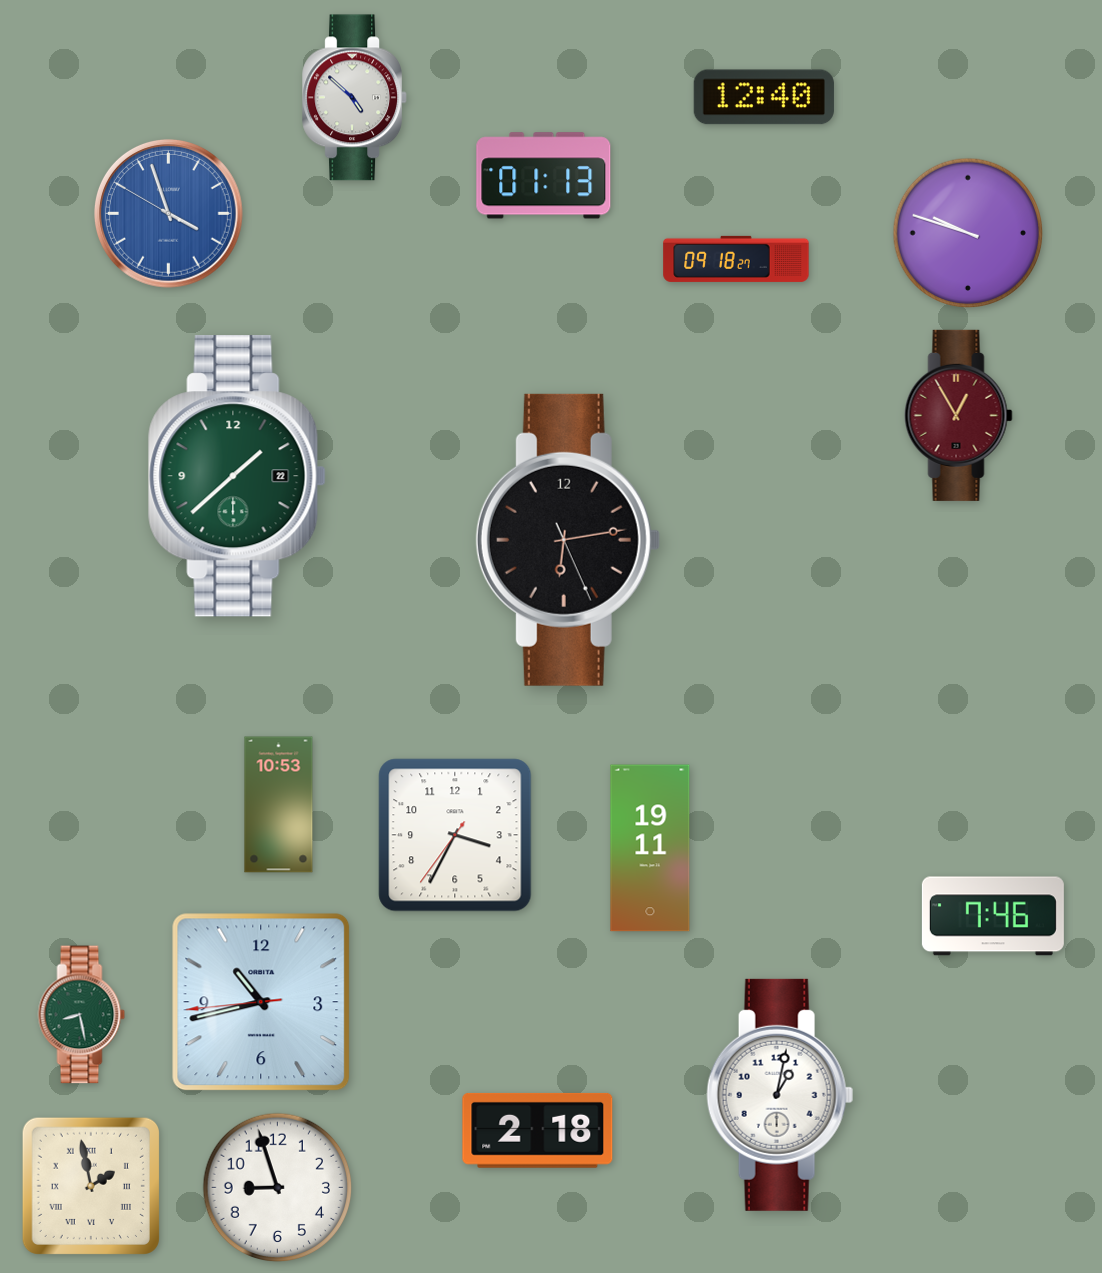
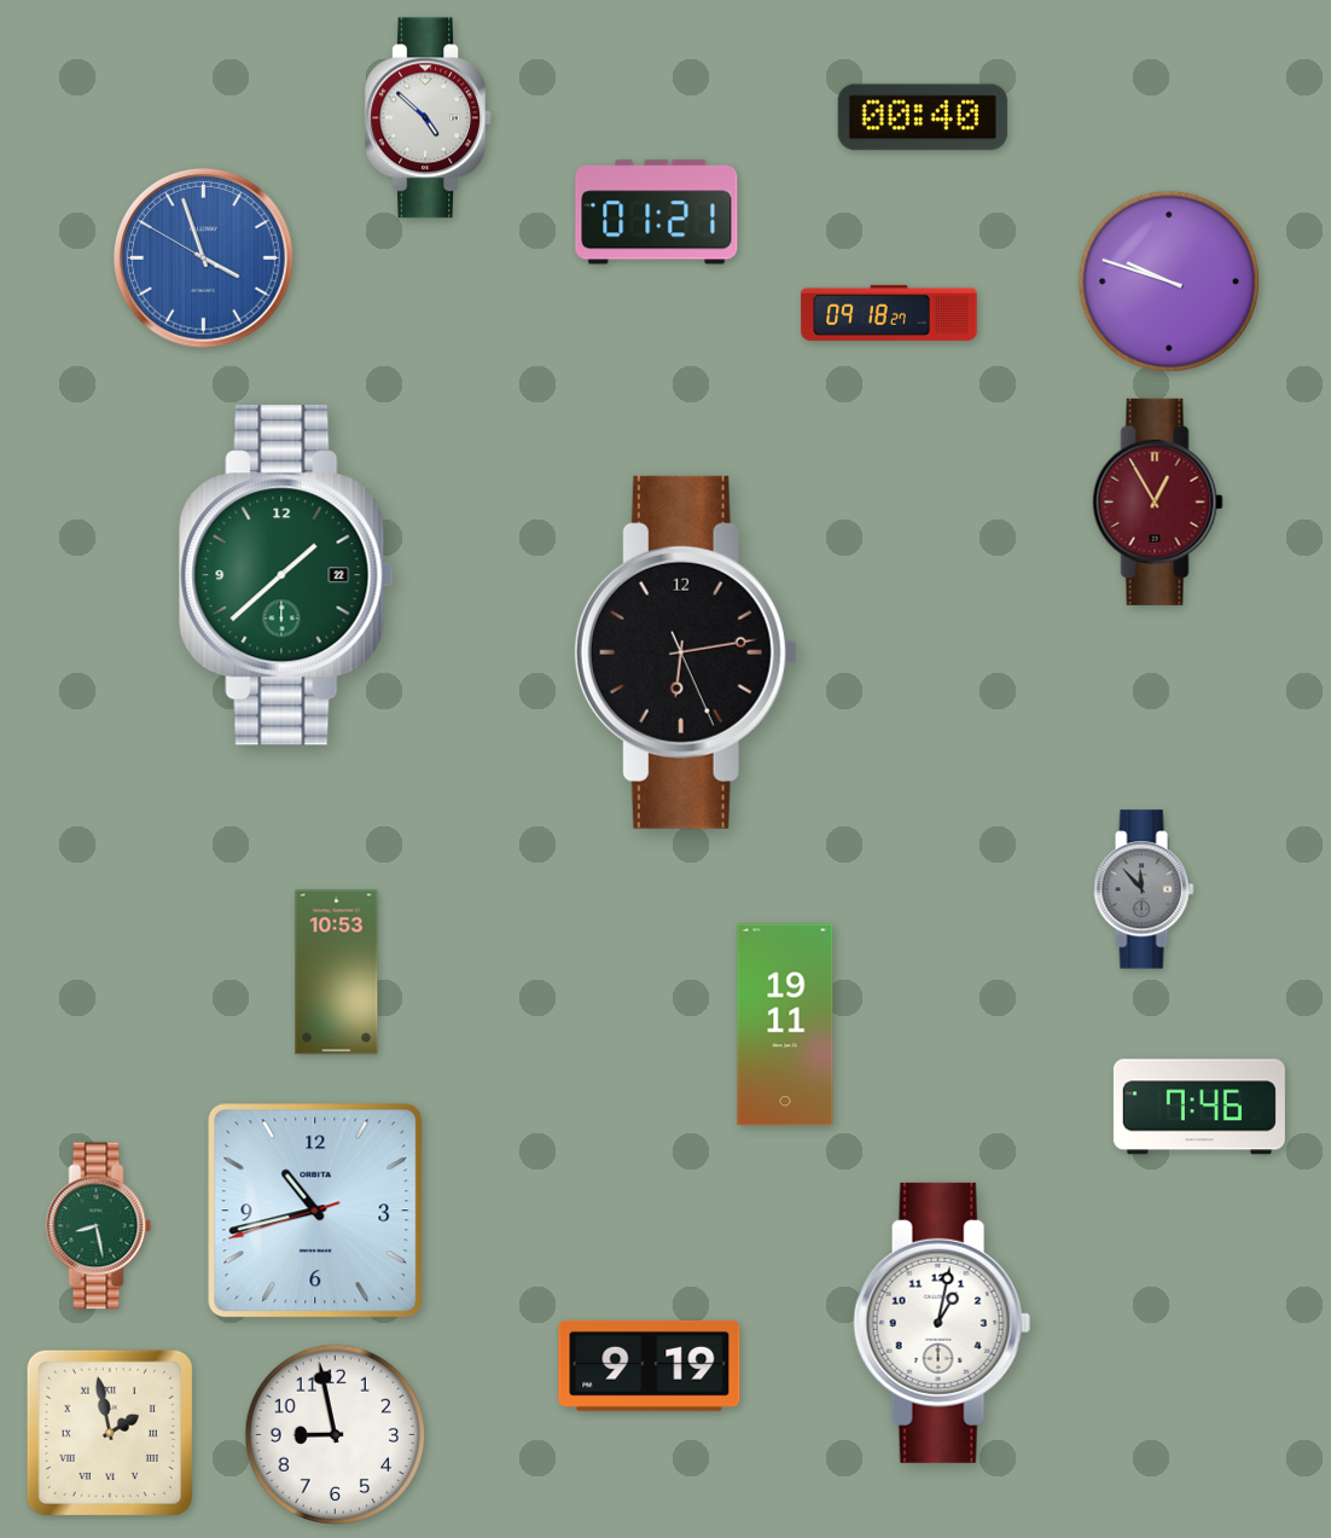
clock at (764, 97): 12:40 -> 00:40
clock at (544, 176): 01:13 -> 01:21
clock at (1144, 889): none -> 11:53
clock at (455, 835): 3:34 -> none
clock at (261, 1002): 10:42:44 -> 10:42:42
clock at (538, 1130): 2:18 -> 9:19
clock at (278, 1188): 8:57 -> 8:58
